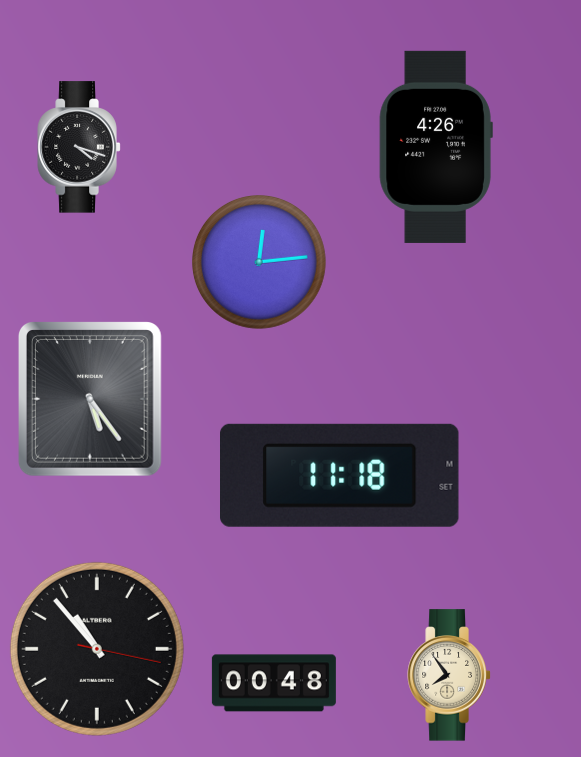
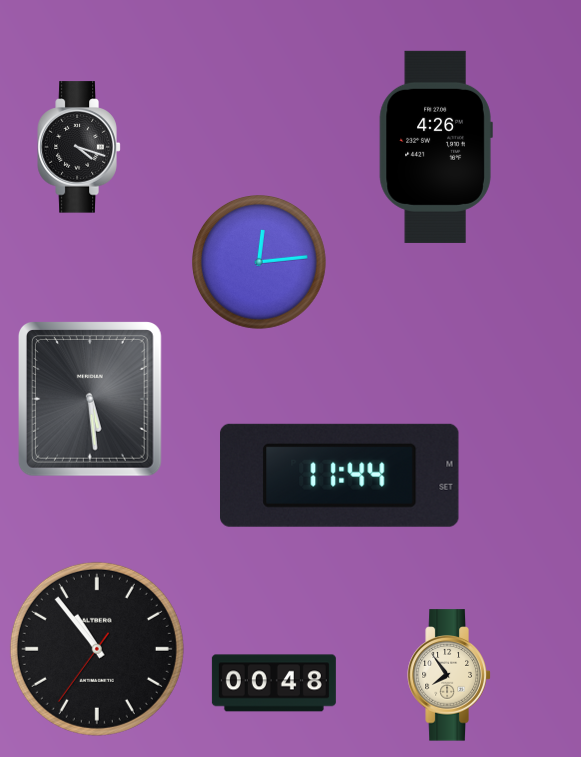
clock at (90, 400): 5:24 -> 5:29
clock at (340, 475): 11:18 -> 11:44
clock at (97, 649): 10:53:17 -> 10:53:36
